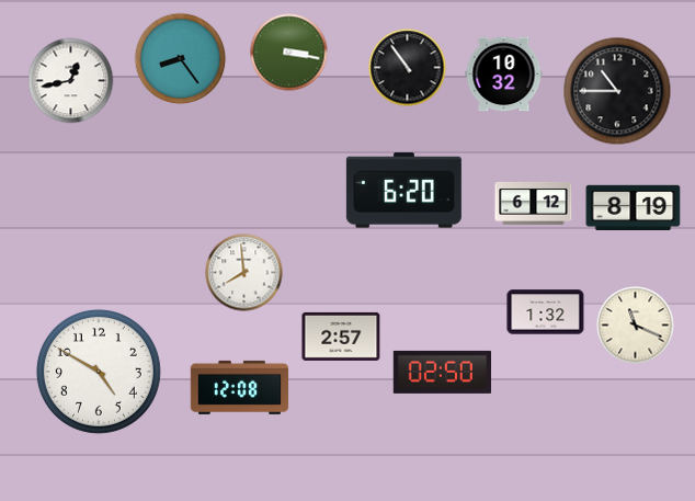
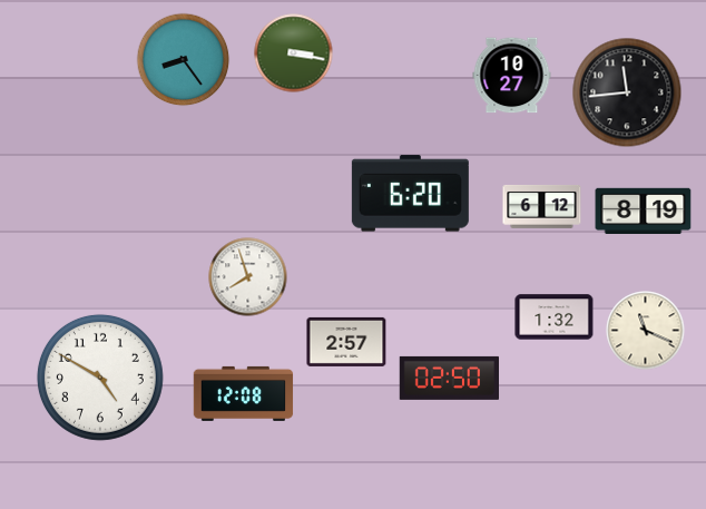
clock at (408, 68): 10:54 -> none
clock at (504, 75): 10:32 -> 10:27
clock at (71, 81): 12:43 -> none
clock at (617, 91): 10:45 -> 11:44
clock at (244, 273): 7:59 -> 7:57
